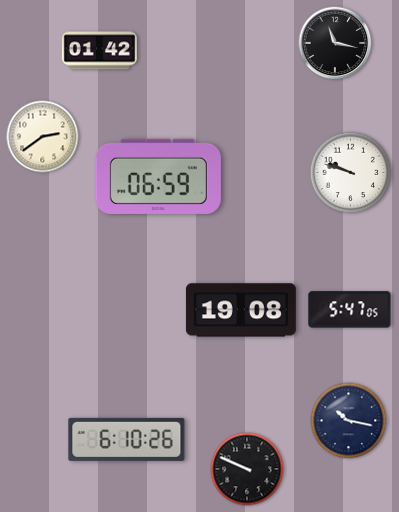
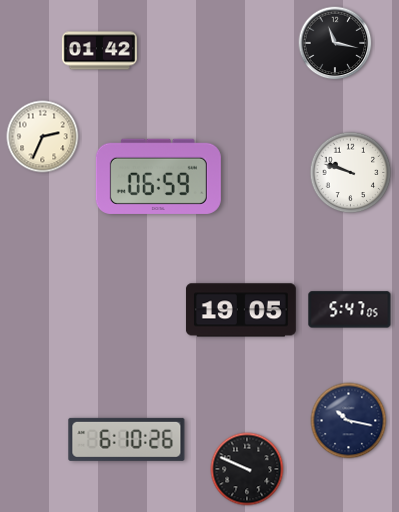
clock at (43, 137): 2:39 -> 2:34
clock at (241, 310): 19:08 -> 19:05
